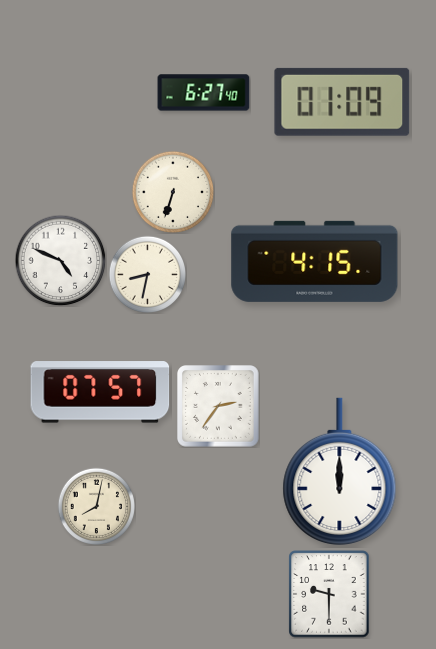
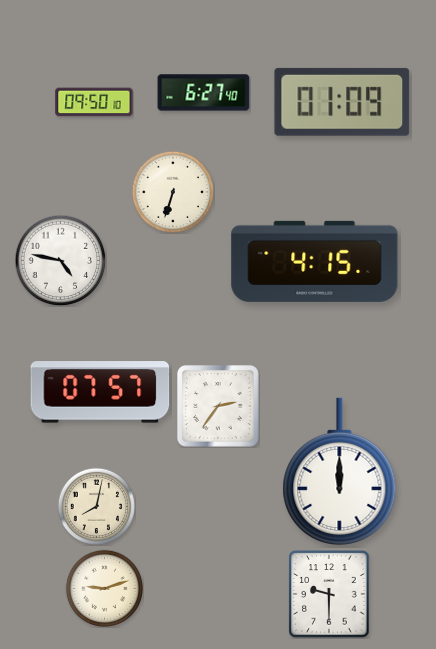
clock at (94, 102): none -> 09:50
clock at (60, 260): 4:49 -> 4:47
clock at (147, 274): 8:32 -> none
clock at (104, 588): none -> 9:12
